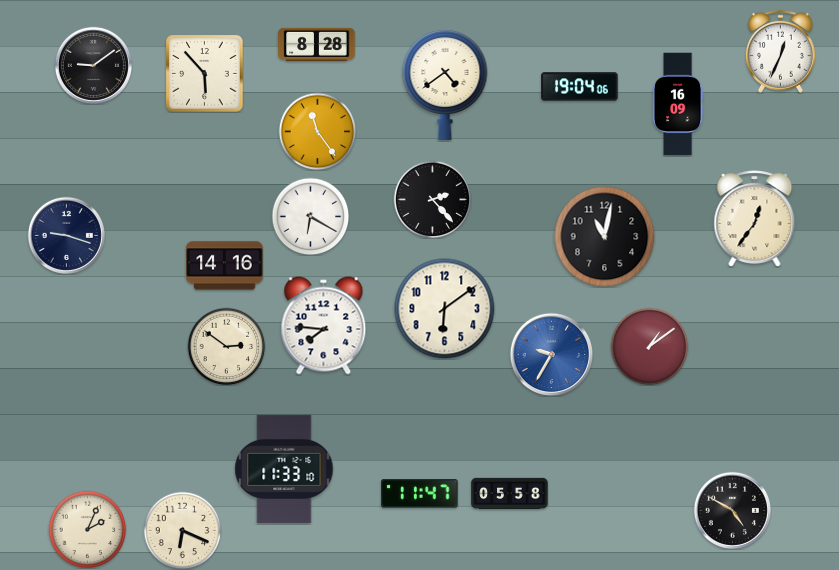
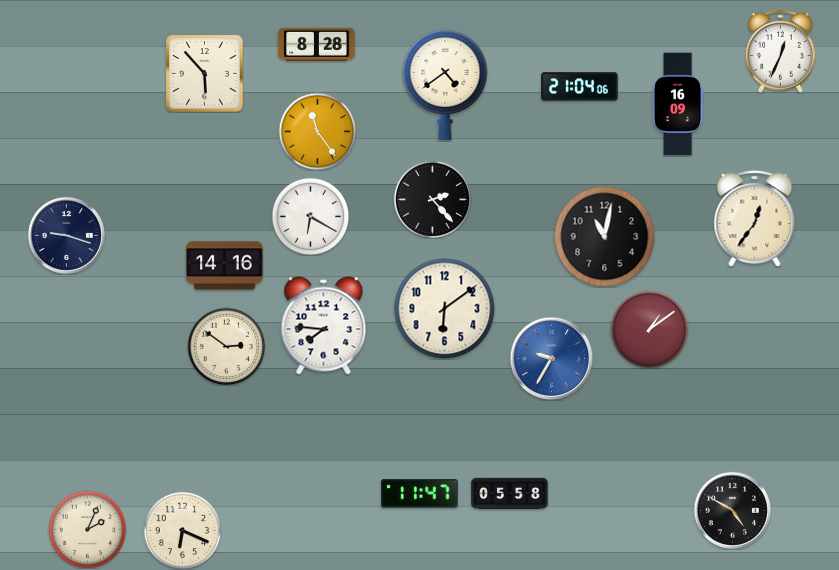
clock at (93, 65): 9:09 -> none
clock at (580, 87): 19:04 -> 21:04
clock at (649, 346) position: (649, 346) -> (649, 329)
clock at (551, 354) position: (551, 354) -> (551, 358)
clock at (284, 469): 11:33 -> none
